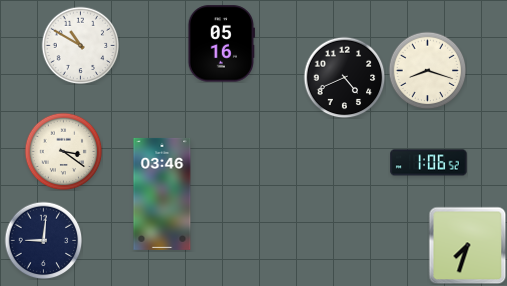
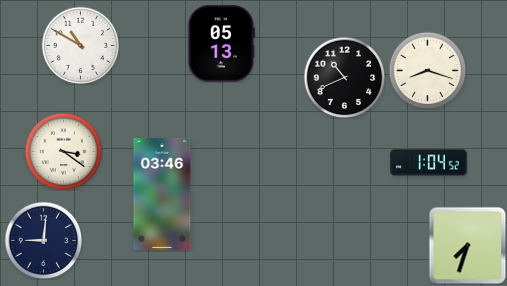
clock at (221, 44): 05:16 -> 05:13
clock at (344, 77): 4:41 -> 10:41
clock at (429, 163): 1:06 -> 1:04
